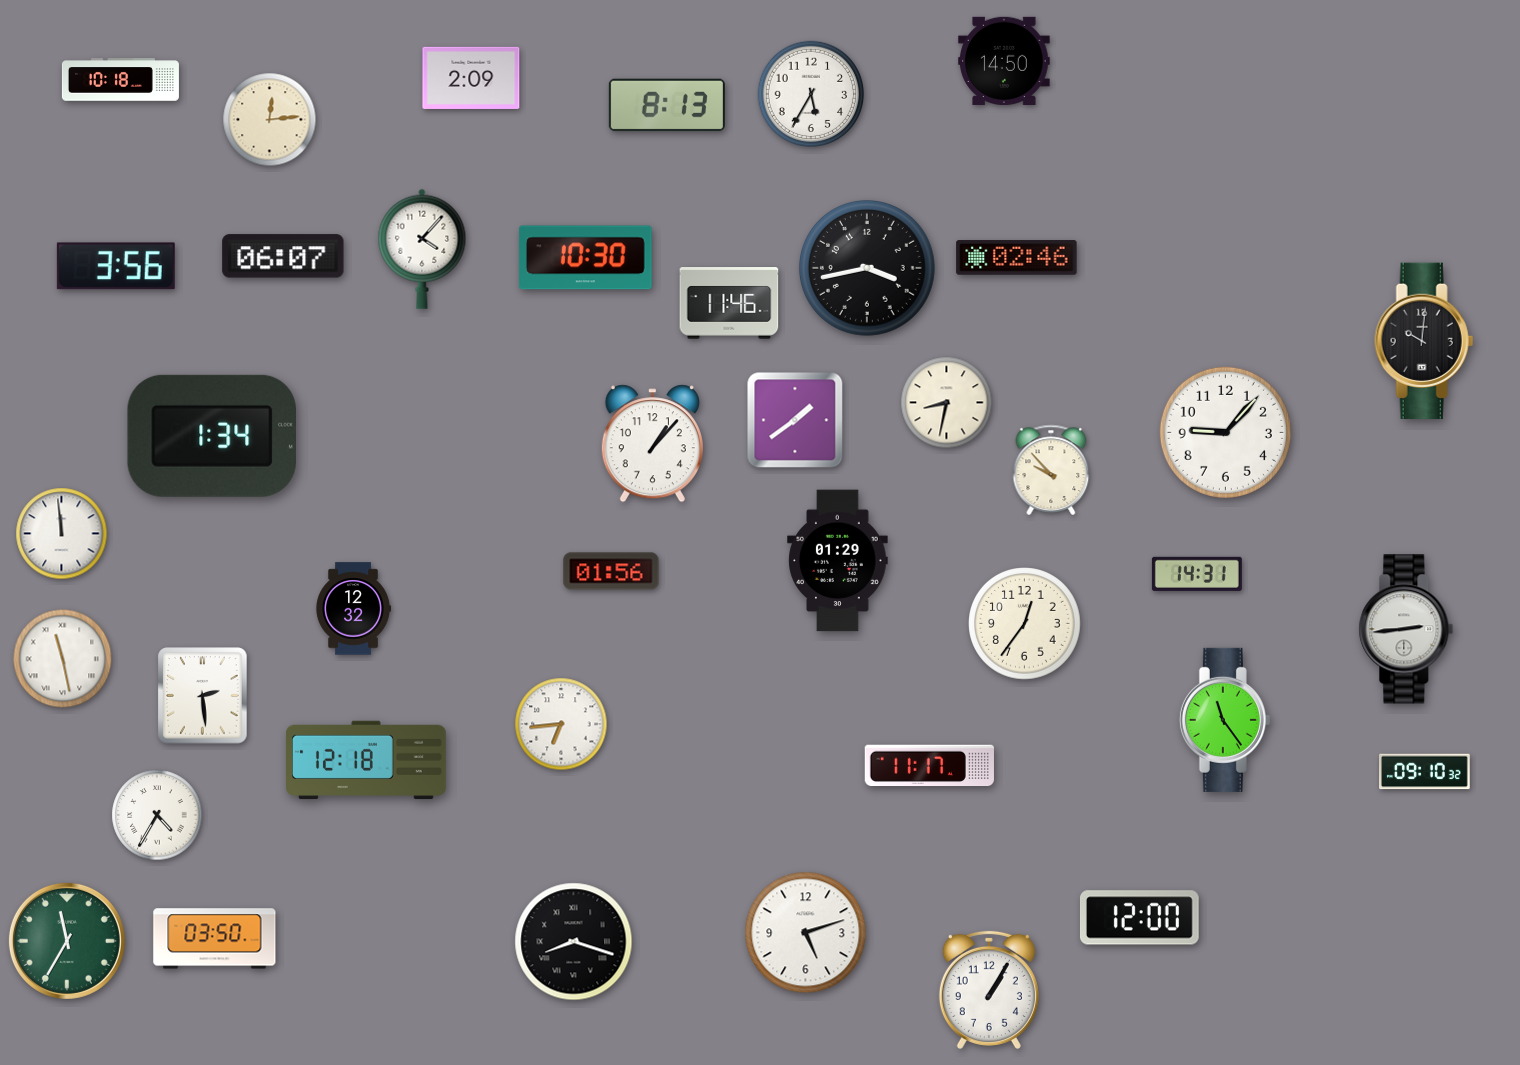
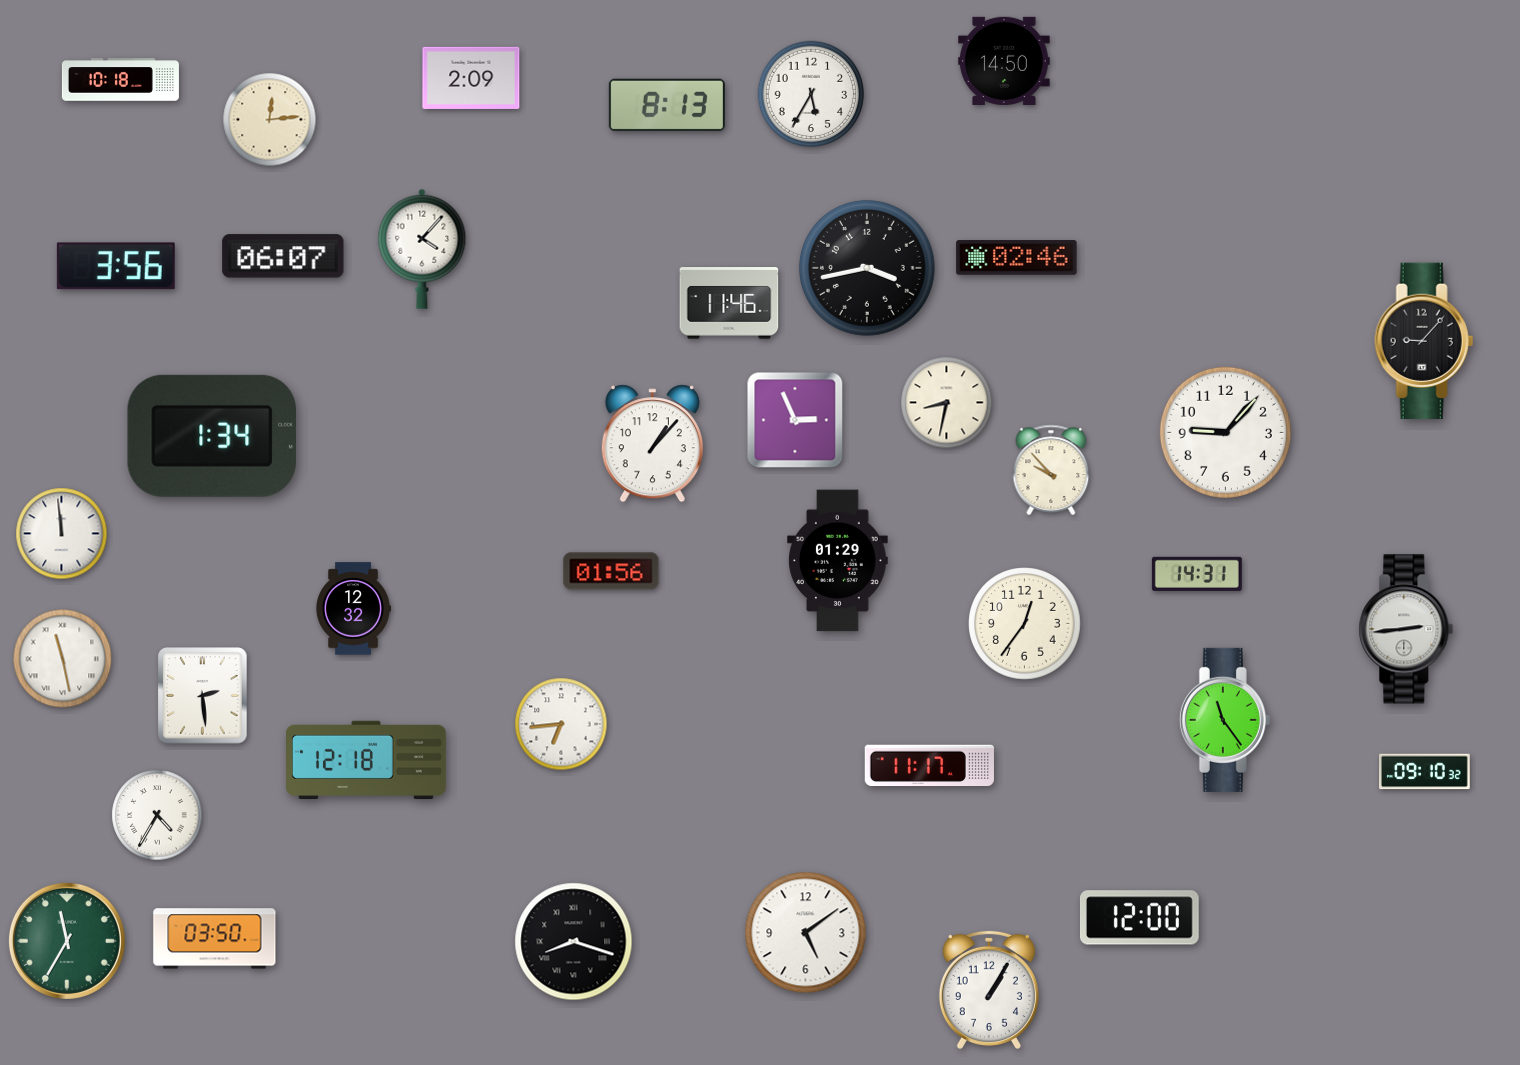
clock at (585, 258): 10:30 -> none
clock at (1424, 340): 10:01 -> 9:07
clock at (795, 420): 1:39 -> 2:56
clock at (806, 933): 5:12 -> 5:09
